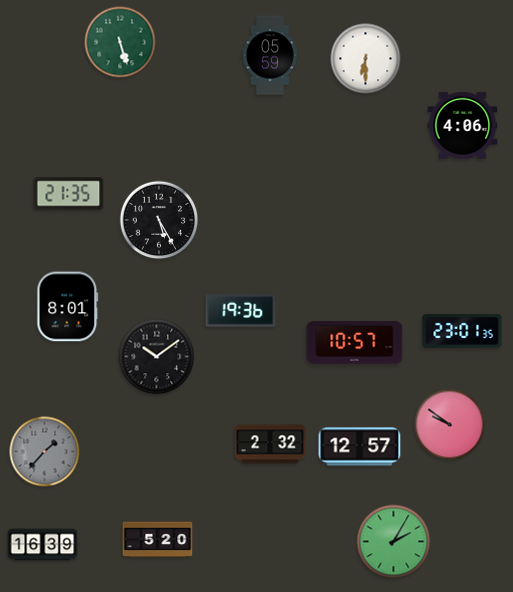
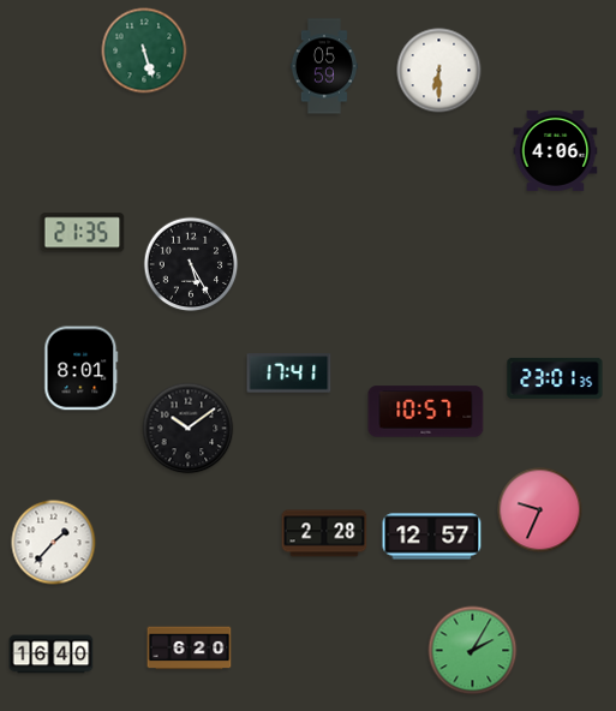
clock at (241, 311): 19:36 -> 17:41
clock at (462, 331) position: (462, 331) -> (555, 378)
clock at (450, 425): 9:51 -> 9:34
clock at (270, 444): 2:32 -> 2:28
clock at (45, 452) dial: grey -> white
clock at (158, 540): 5:20 -> 6:20
clock at (43, 545): 16:39 -> 16:40
